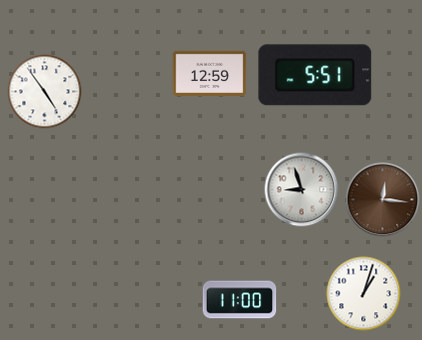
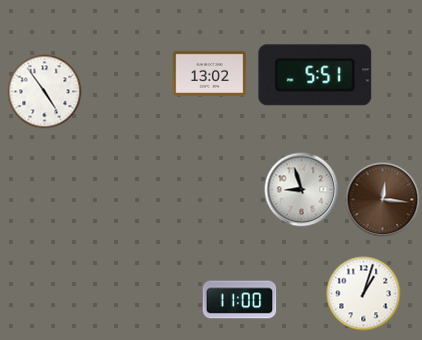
clock at (210, 73): 12:59 -> 13:02
